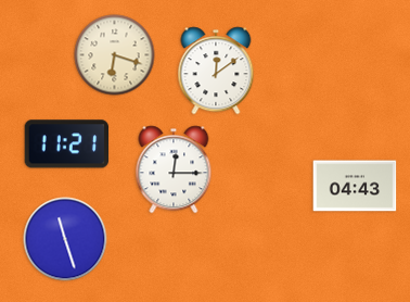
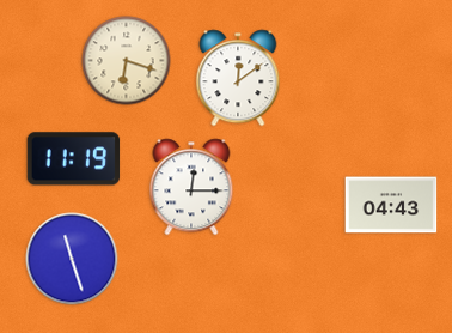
clock at (67, 144): 11:21 -> 11:19
clock at (65, 239) position: (65, 239) -> (72, 259)
